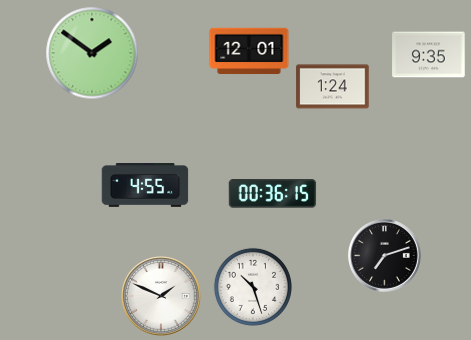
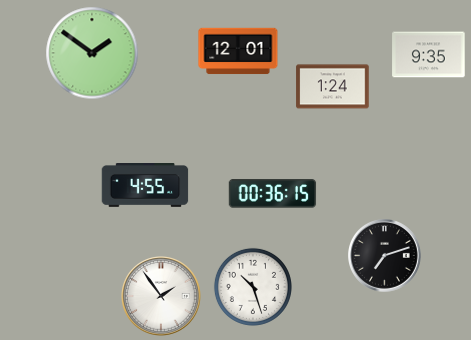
clock at (249, 51) position: (249, 51) -> (238, 51)
clock at (161, 296): 1:49 -> 1:54
